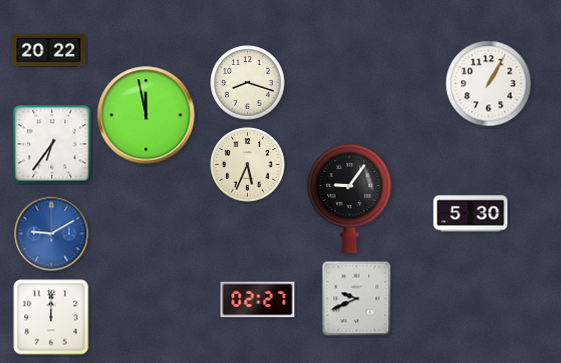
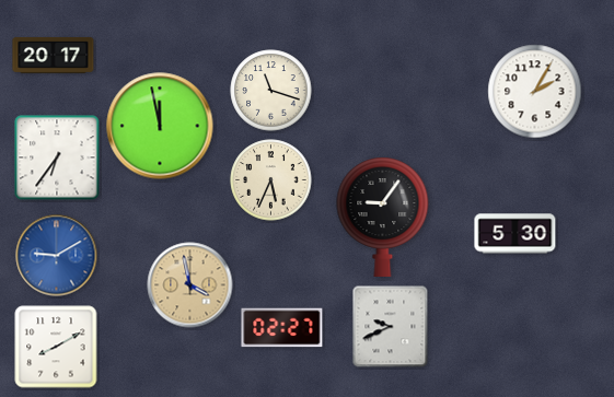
clock at (49, 50): 20:22 -> 20:17
clock at (248, 83): 8:18 -> 11:18
clock at (489, 84): 1:05 -> 2:05
clock at (190, 285): none -> 3:58
clock at (51, 317): 12:00 -> 8:10
